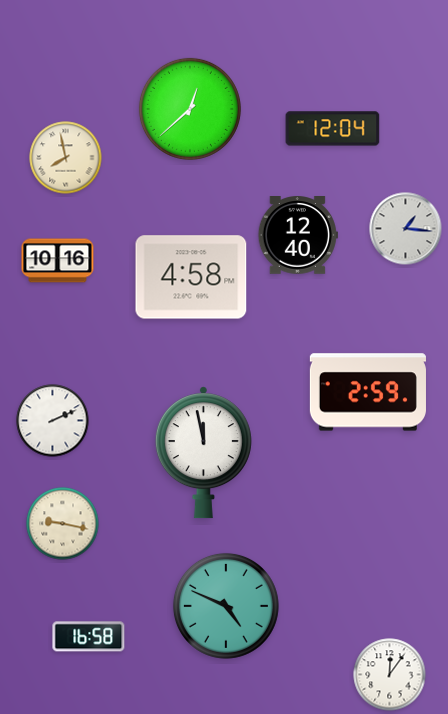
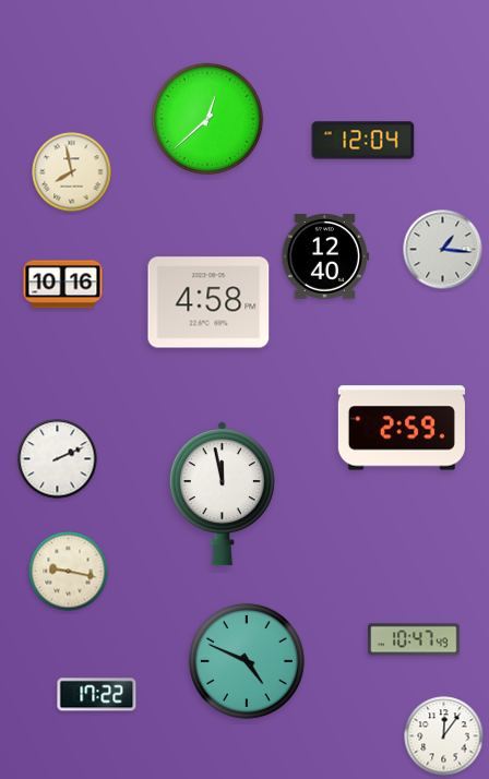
clock at (414, 639): none -> 10:47
clock at (89, 637): 16:58 -> 17:22
clock at (390, 675) position: (390, 675) -> (444, 736)
